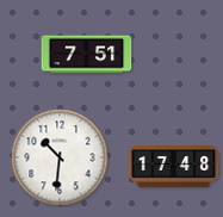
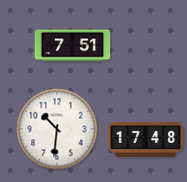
clock at (60, 157) position: (60, 157) -> (57, 129)
